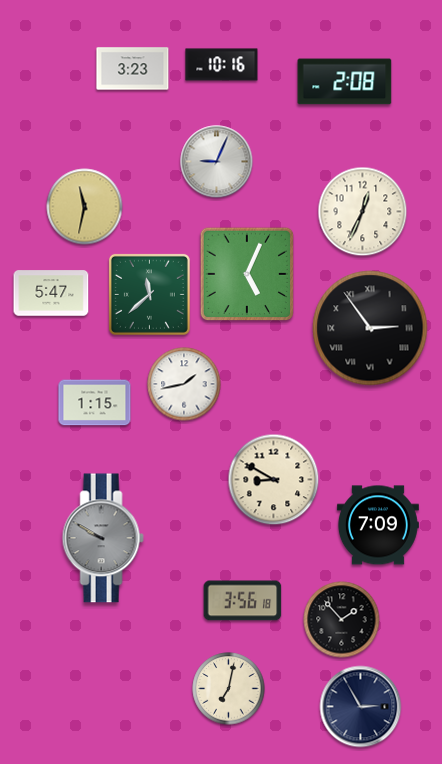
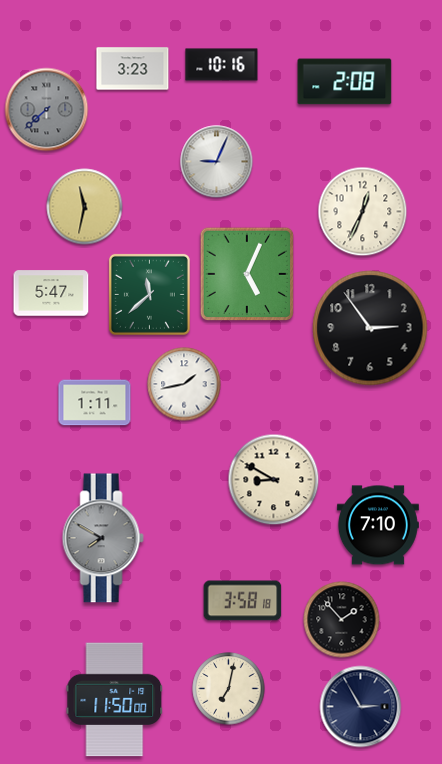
clock at (47, 110): none -> 7:38
clock at (370, 328) numerals: Roman -> Arabic
clock at (95, 403): 1:15 -> 1:11
clock at (378, 525): 7:09 -> 7:10
clock at (103, 538): 9:50 -> 7:50
clock at (243, 601): 3:56 -> 3:58
clock at (115, 700): none -> 11:50
